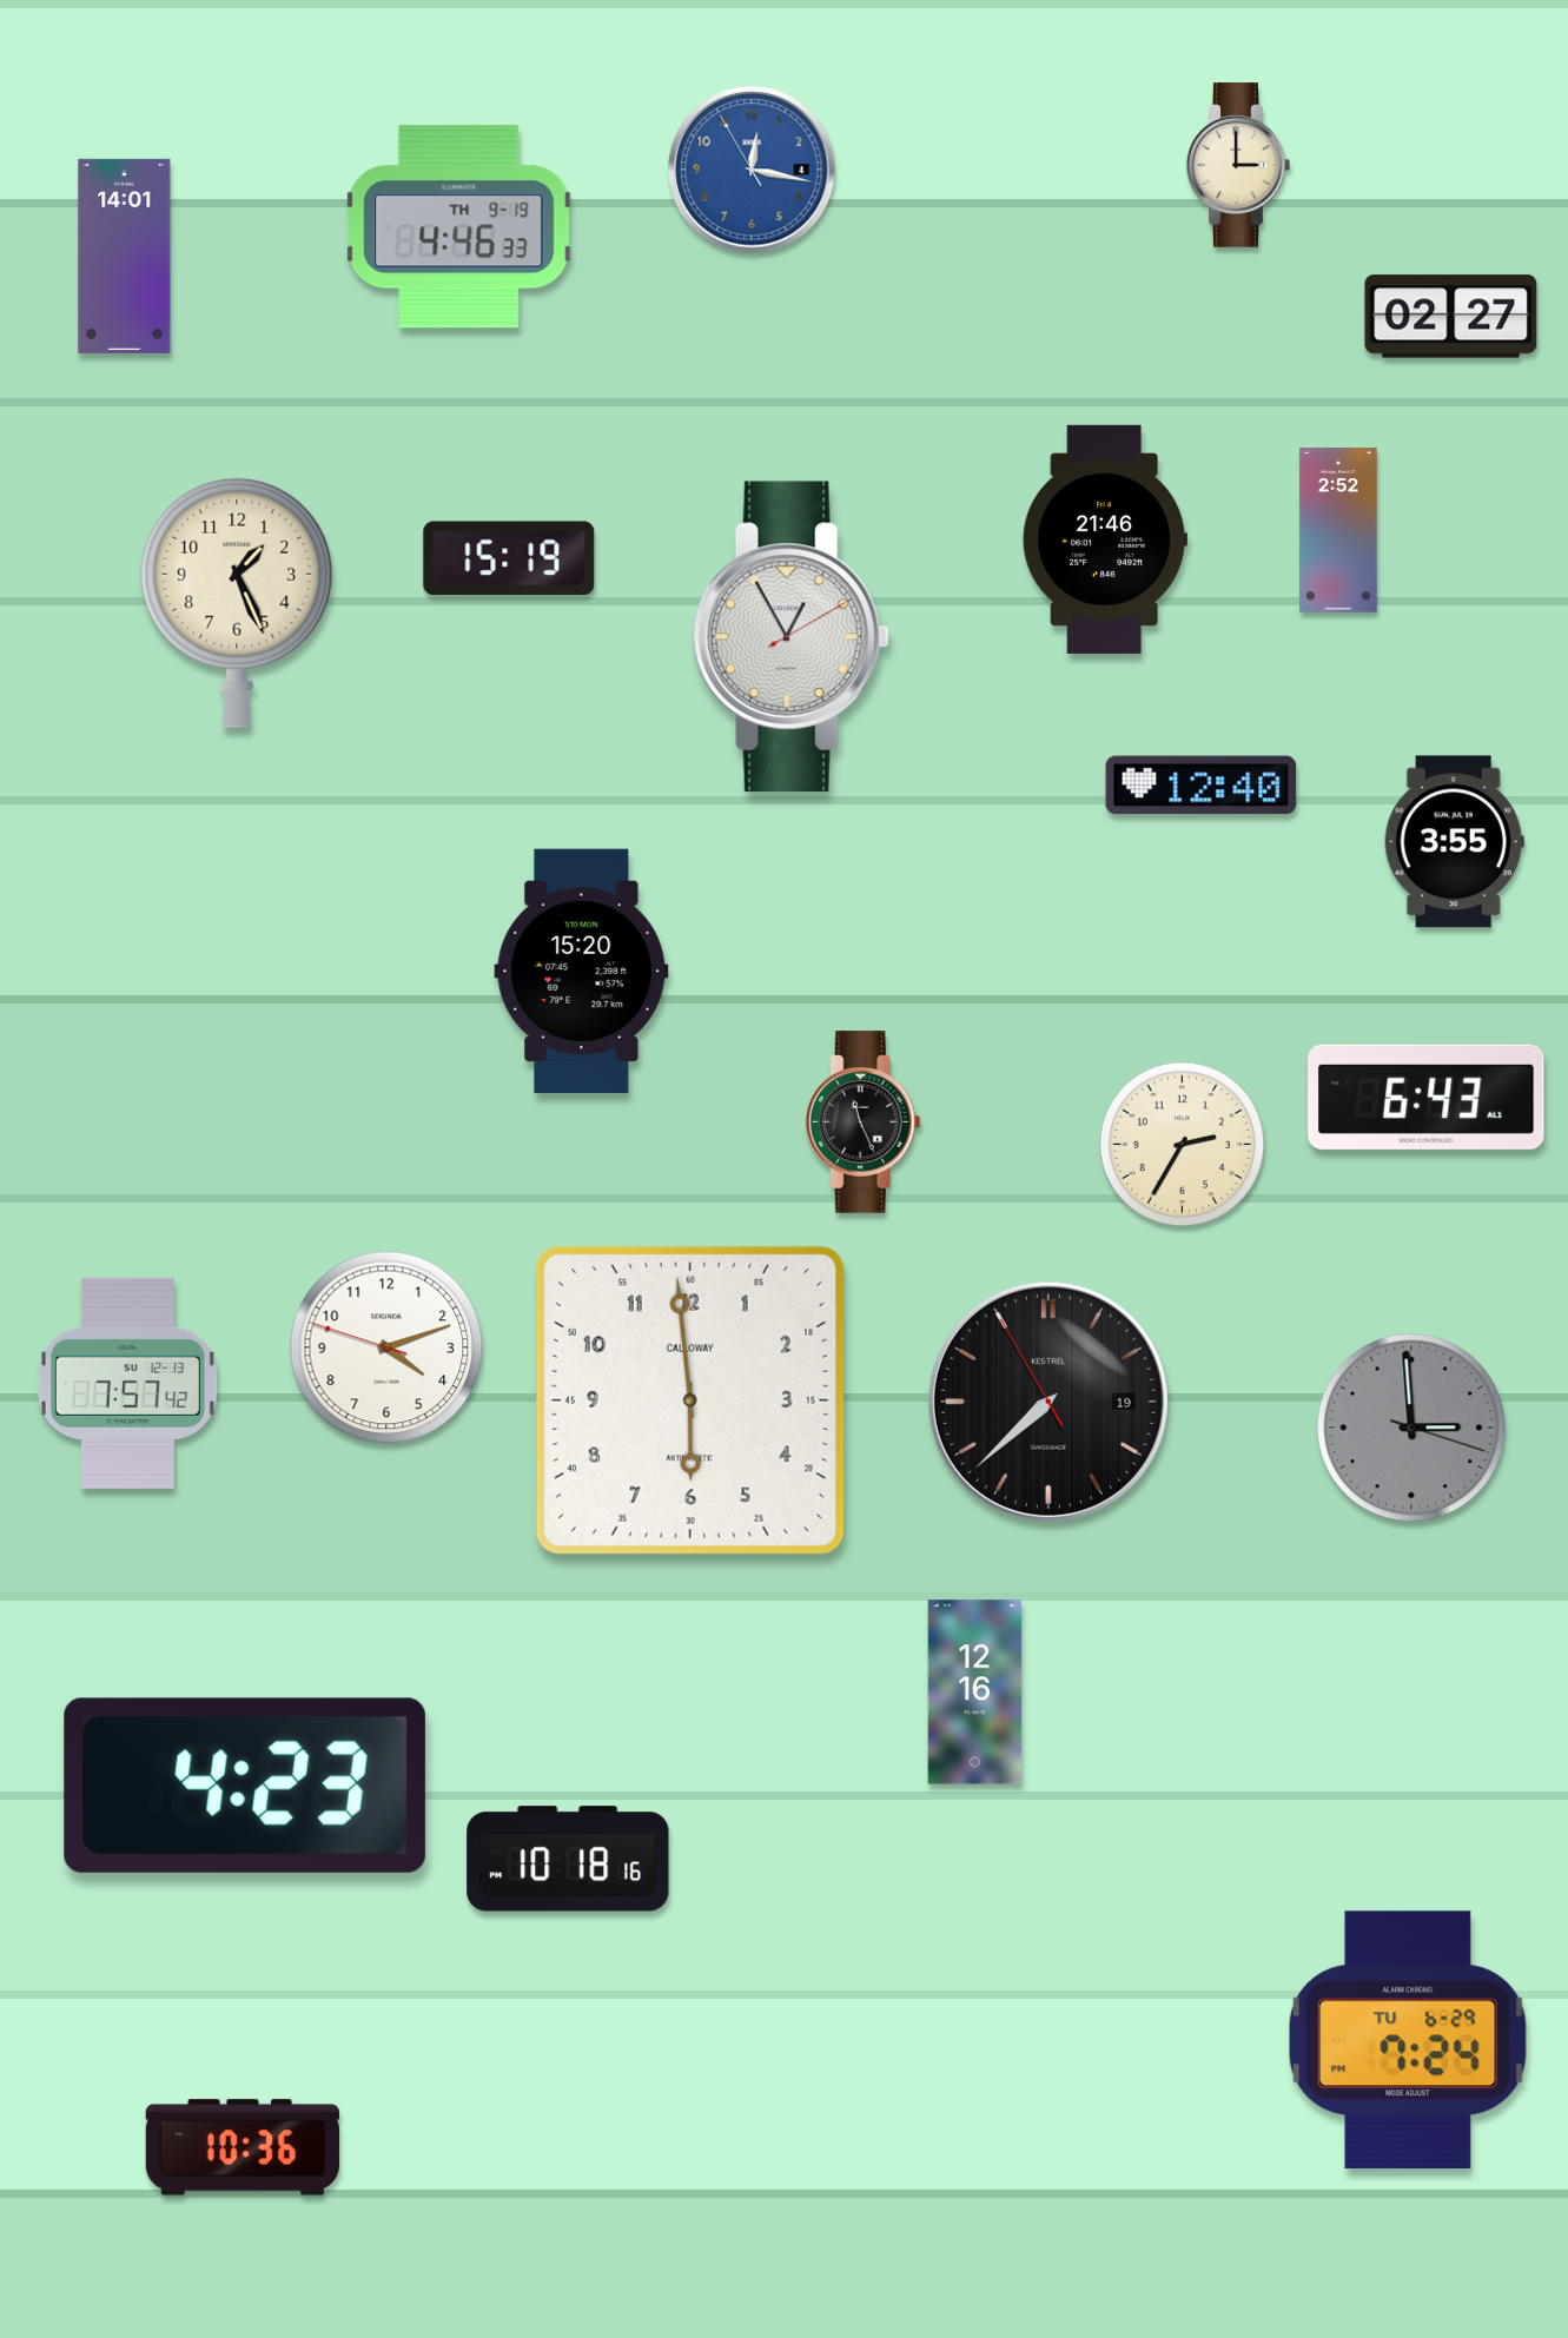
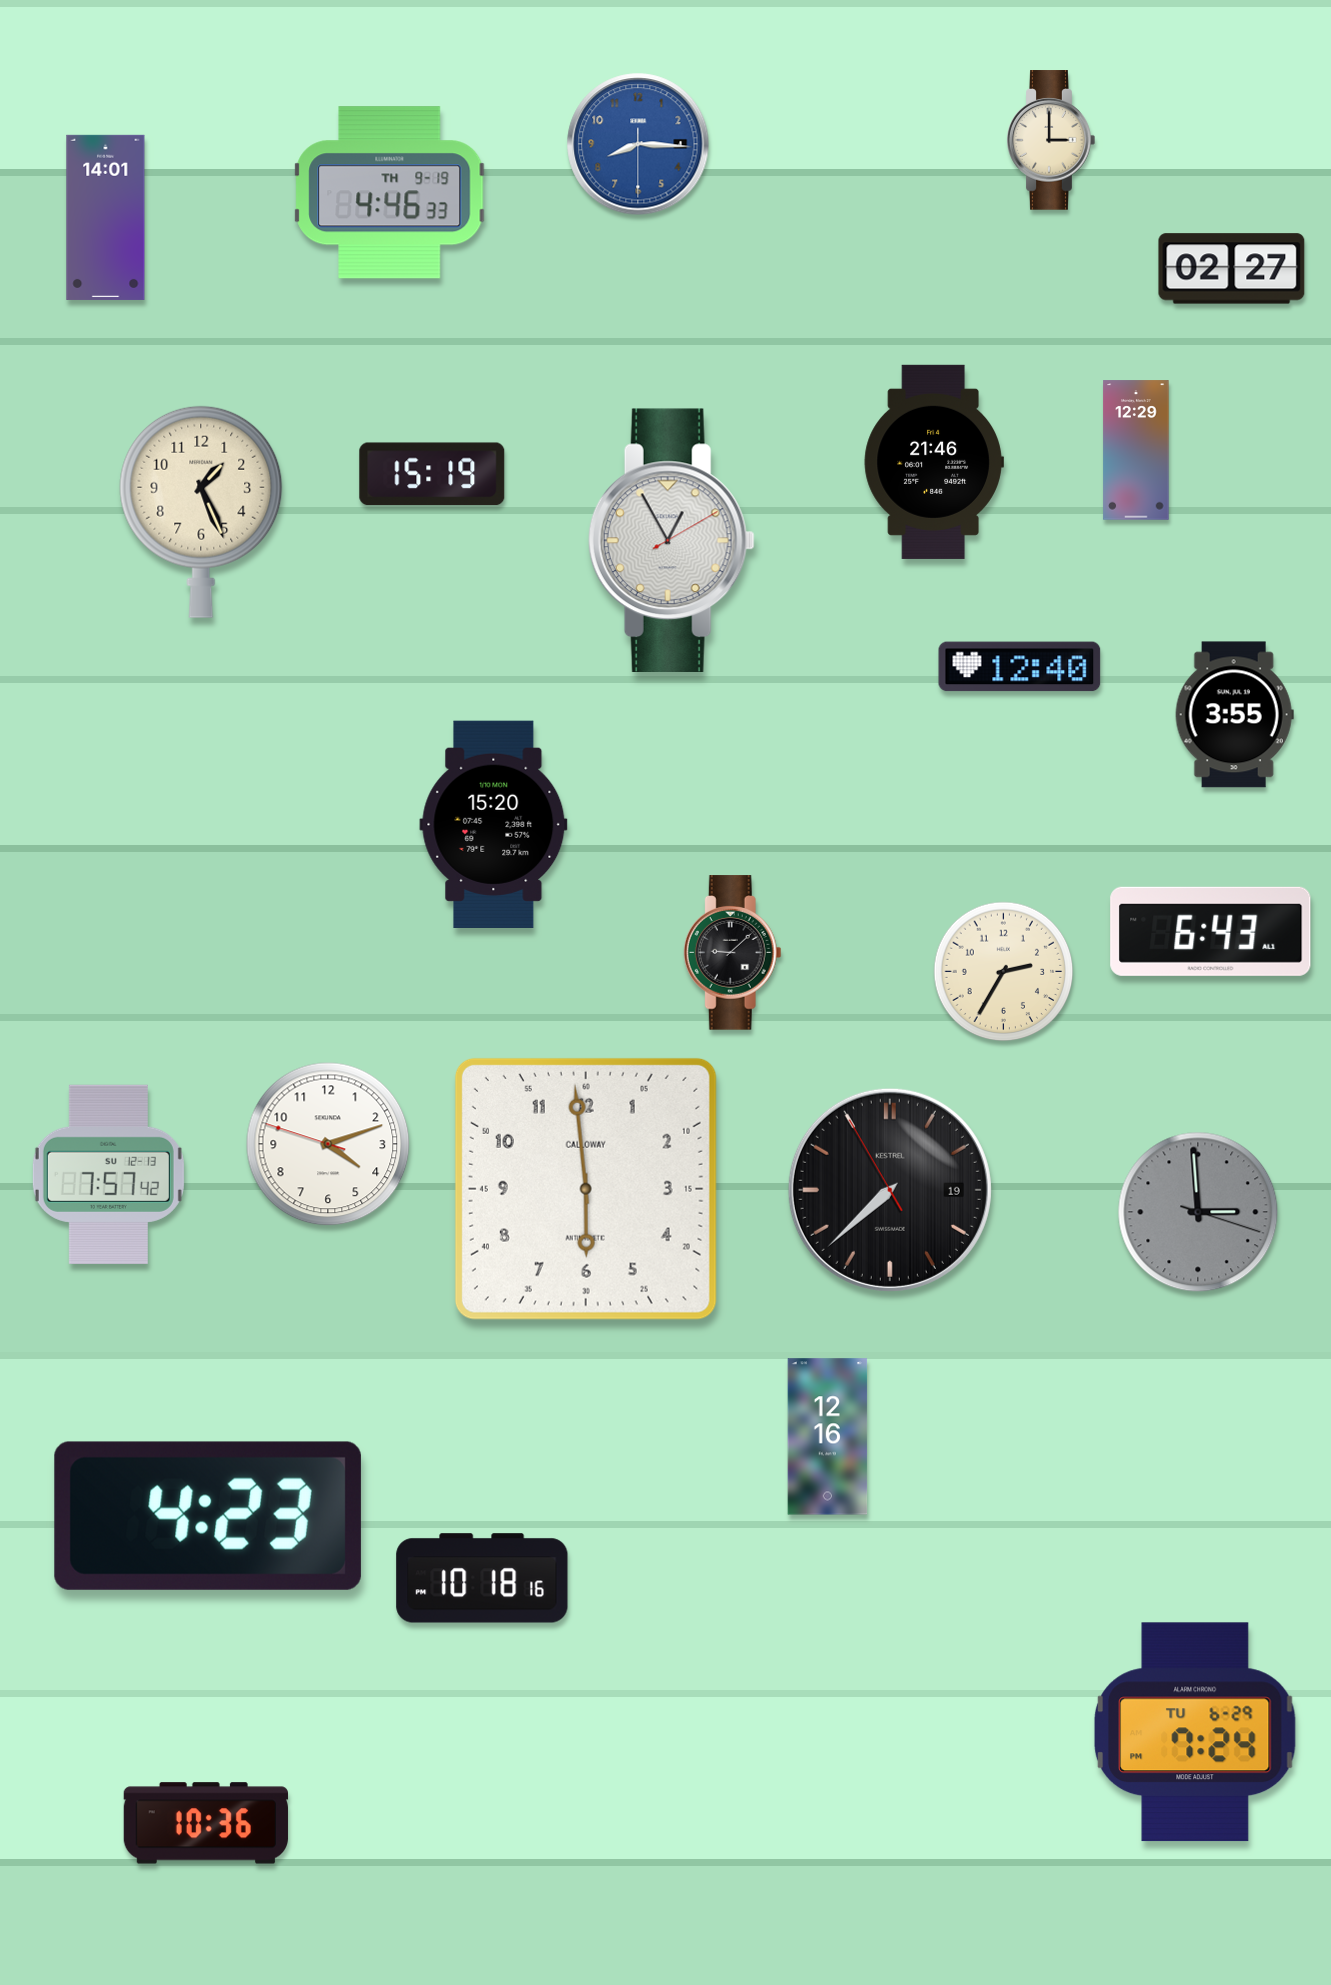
clock at (752, 170): 12:16 -> 8:15
clock at (1338, 530): 2:52 -> 12:29
clock at (1105, 539) position: (1105, 539) -> (934, 462)
clock at (862, 1122): 11:26 -> 9:08
